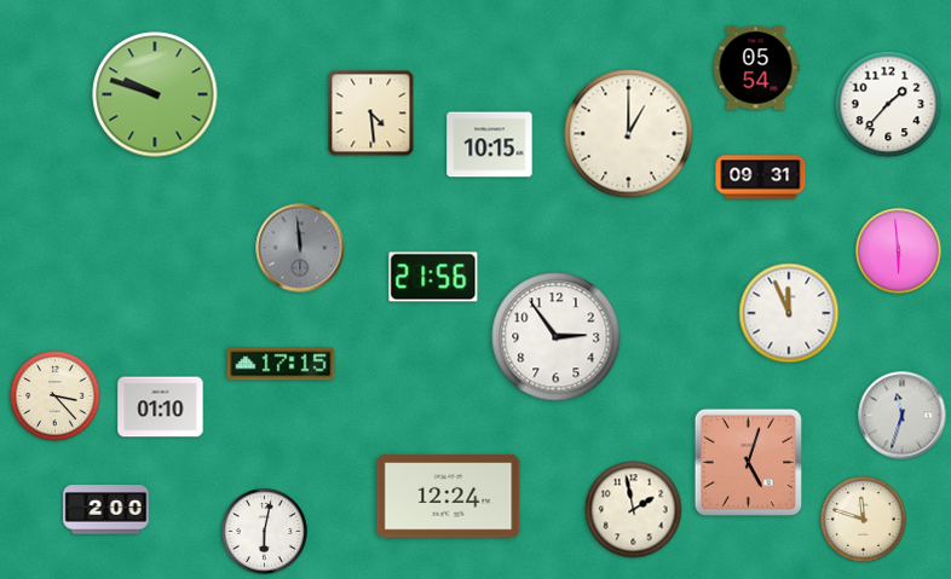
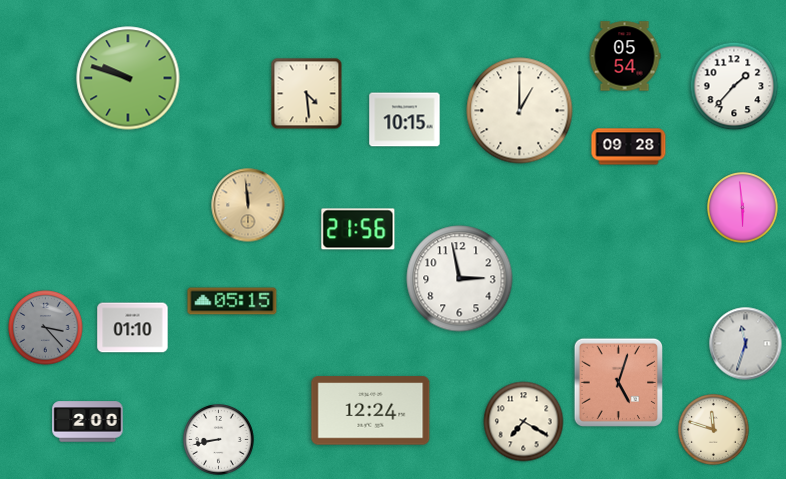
clock at (761, 178): 09:31 -> 09:28
clock at (300, 248) dial: grey -> champagne
clock at (789, 313): 11:56 -> none
clock at (557, 337): 2:54 -> 2:58
clock at (281, 364): 17:15 -> 05:15
clock at (56, 396) dial: cream -> grey
clock at (161, 407) position: (161, 407) -> (133, 328)
clock at (634, 510): 1:58 -> 7:20
clock at (265, 532): 6:02 -> 8:43
